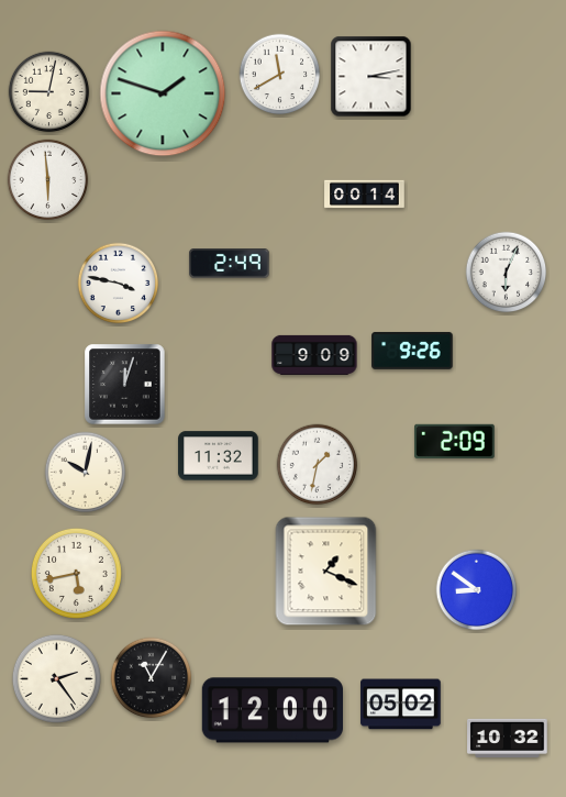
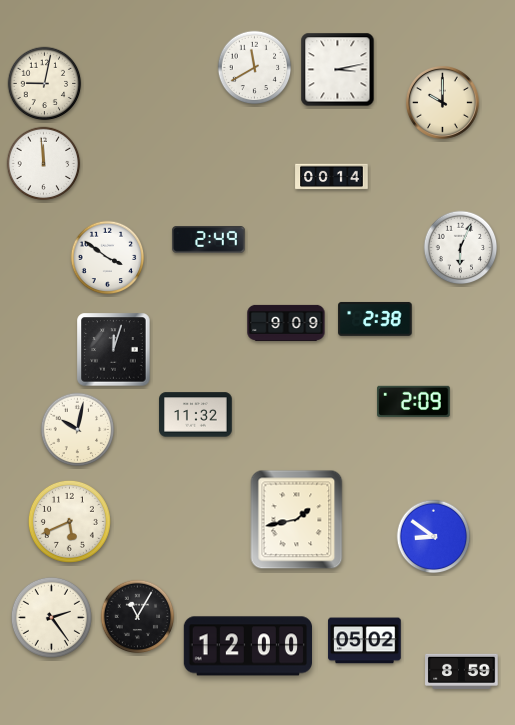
clock at (163, 93): 1:48 -> none
clock at (442, 102): none -> 10:00
clock at (48, 180): 5:59 -> 11:59
clock at (119, 284): 3:47 -> 3:51
clock at (412, 351): 9:26 -> 2:38
clock at (219, 456) position: (219, 456) -> (196, 415)
clock at (318, 465): 1:32 -> none
clock at (326, 572): 1:19 -> 1:43
clock at (76, 573): 5:43 -> 5:41
clock at (508, 738): 10:32 -> 8:59
